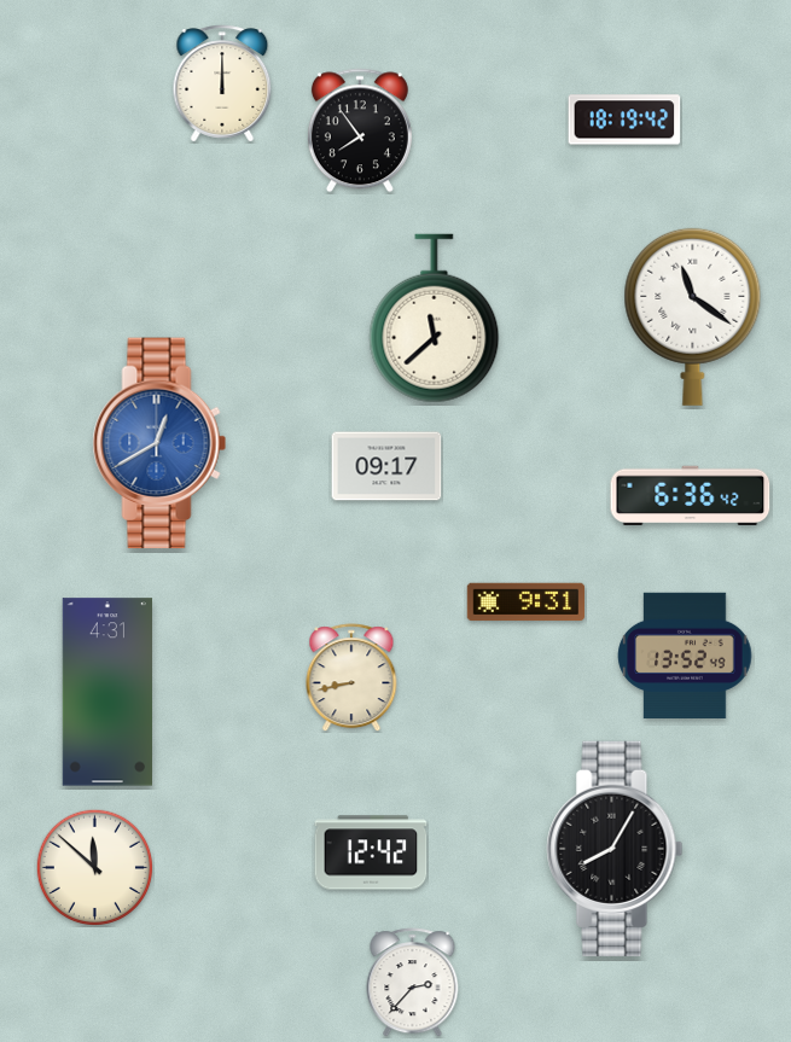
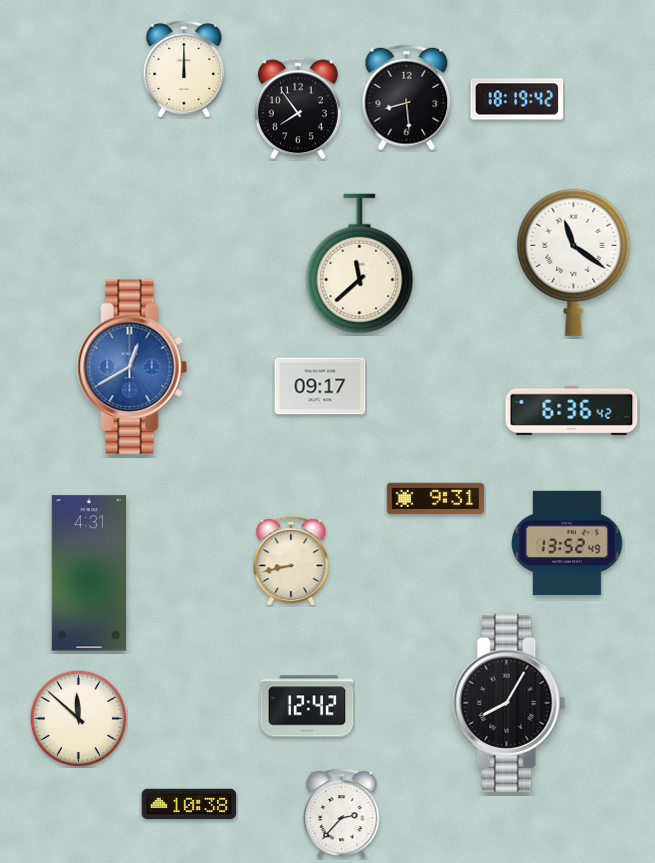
clock at (407, 98): none -> 8:29
clock at (189, 804): none -> 10:38
